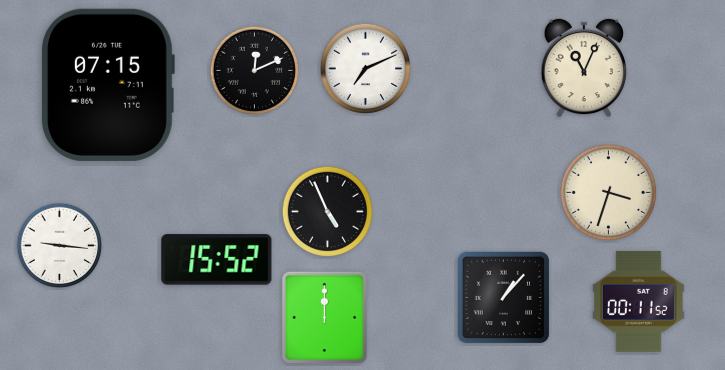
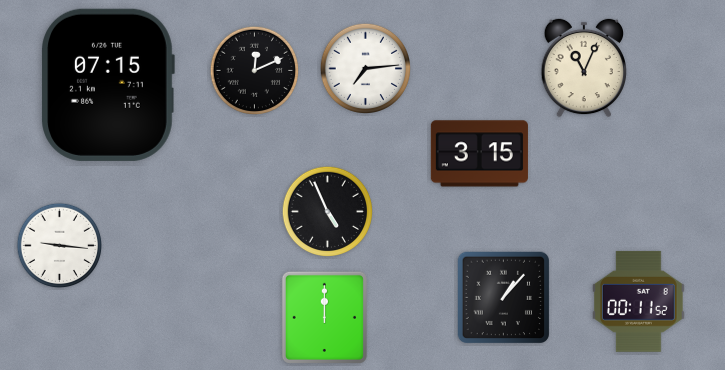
clock at (365, 68): 7:11 -> 7:14
clock at (479, 154): none -> 3:15
clock at (608, 192): 3:33 -> none
clock at (217, 260): 15:52 -> none
